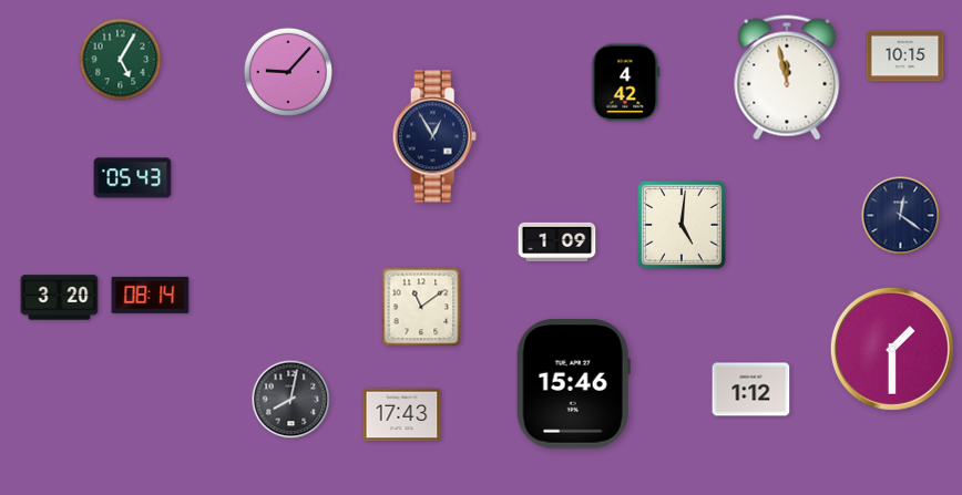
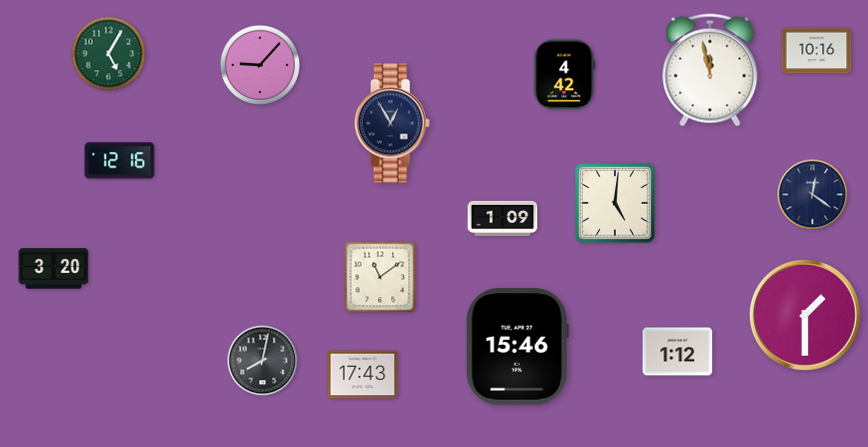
clock at (905, 56): 10:15 -> 10:16
clock at (133, 178): 05:43 -> 12:16
clock at (151, 295): 08:14 -> none
